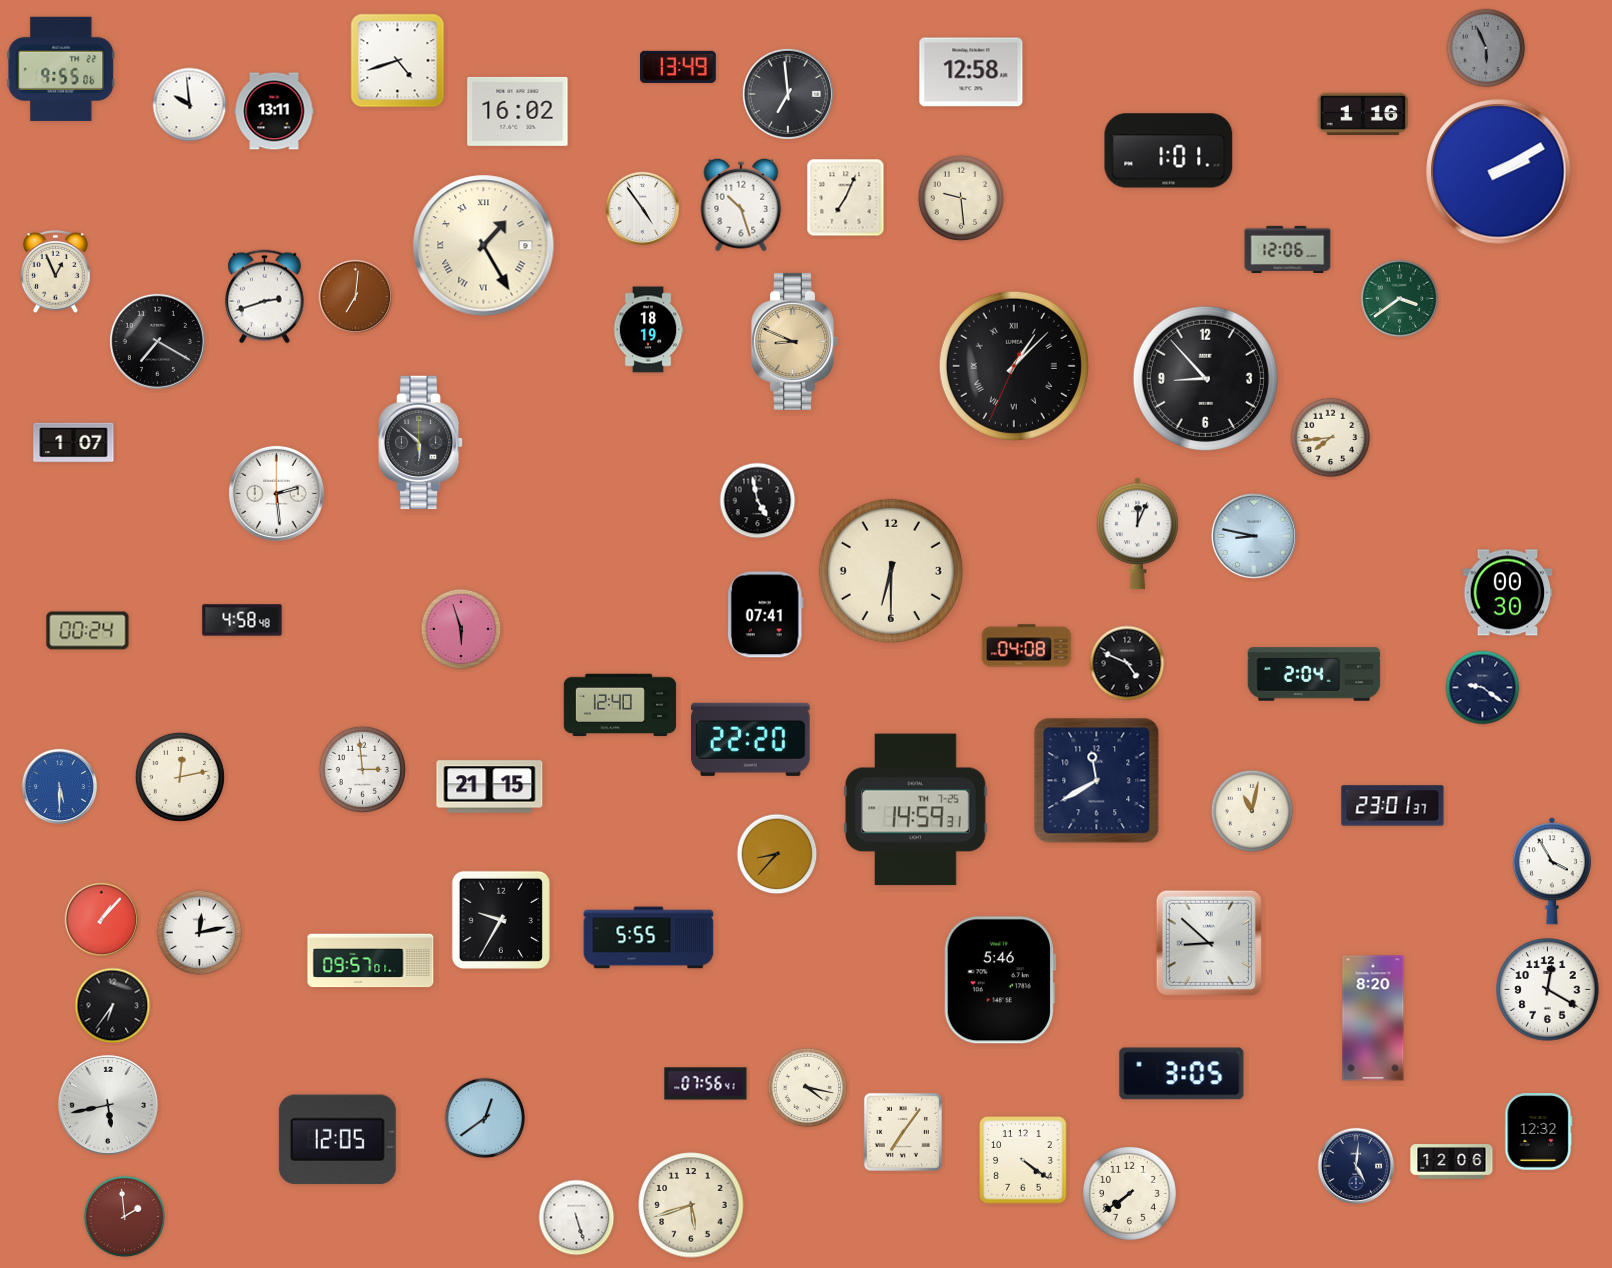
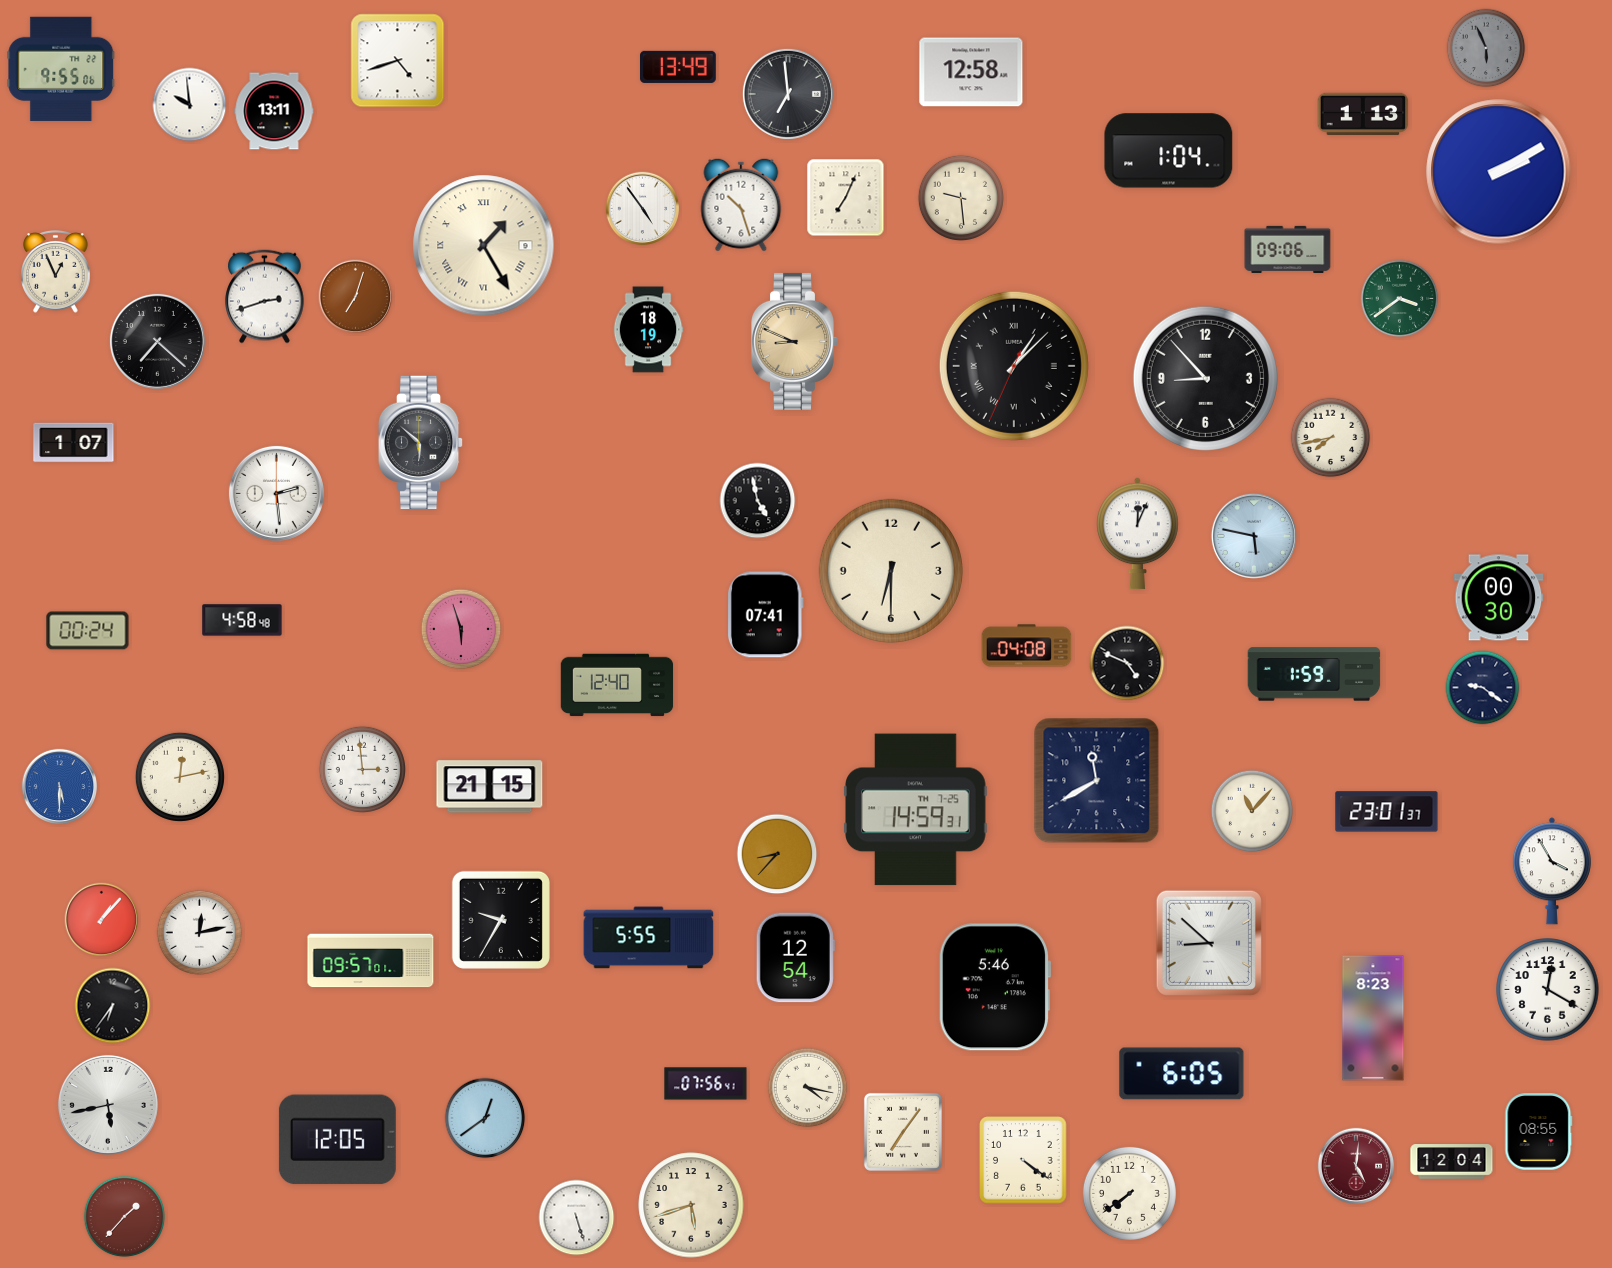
clock at (518, 111): 16:02 -> none
clock at (1363, 114): 1:16 -> 1:13
clock at (1169, 151): 1:01 -> 1:04
clock at (1288, 249): 12:06 -> 09:06
clock at (356, 297): 7:01 -> 7:03
clock at (157, 341): 7:20 -> 7:22
clock at (1331, 438): 7:44 -> 7:43
clock at (1254, 536): 8:47 -> 5:47
clock at (1508, 593) position: (1508, 593) -> (1499, 598)
clock at (1314, 674): 2:04 -> 1:59
clock at (620, 705) position: (620, 705) -> (617, 685)
clock at (751, 739): 22:20 -> none
clock at (1393, 806) position: (1393, 806) -> (1387, 812)
clock at (1252, 811): 11:02 -> 11:07
clock at (795, 958): none -> 12:54
clock at (999, 980) position: (999, 980) -> (994, 987)
clock at (1373, 1018): 8:20 -> 8:23
clock at (1182, 1074): 3:05 -> 6:05
clock at (1539, 1132): 12:32 -> 08:55
clock at (1452, 1162): 12:06 -> 12:04
clock at (1355, 1165) dial: navy -> burgundy
clock at (125, 1217): 1:59 -> 1:37
